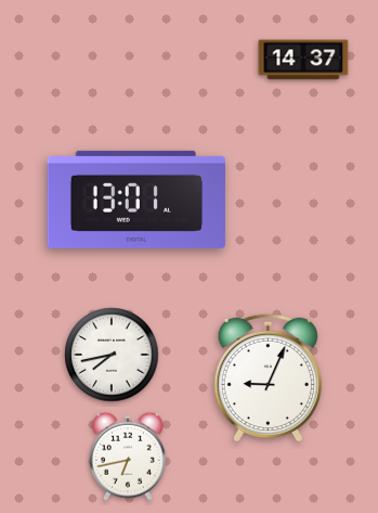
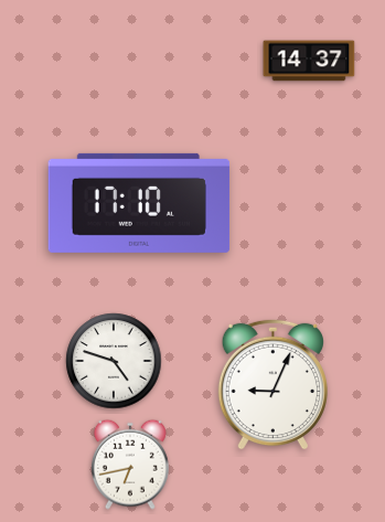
clock at (136, 200): 13:01 -> 17:10
clock at (112, 355): 7:43 -> 4:48
